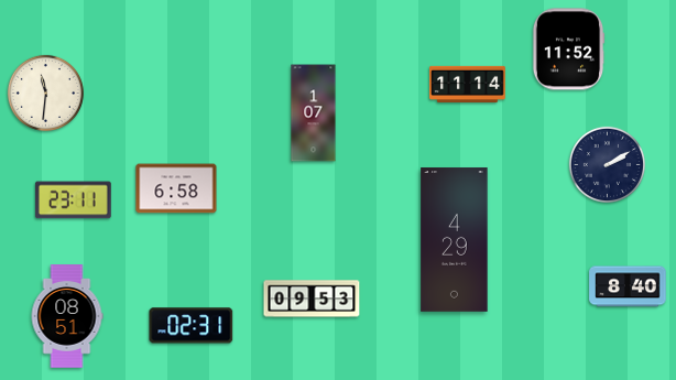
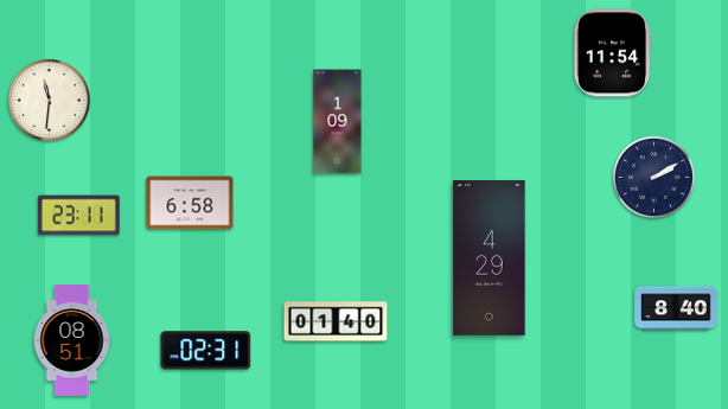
clock at (568, 50): 11:52 -> 11:54
clock at (468, 84): 11:14 -> none
clock at (314, 113): 1:07 -> 1:09
clock at (312, 298): 09:53 -> 01:40
